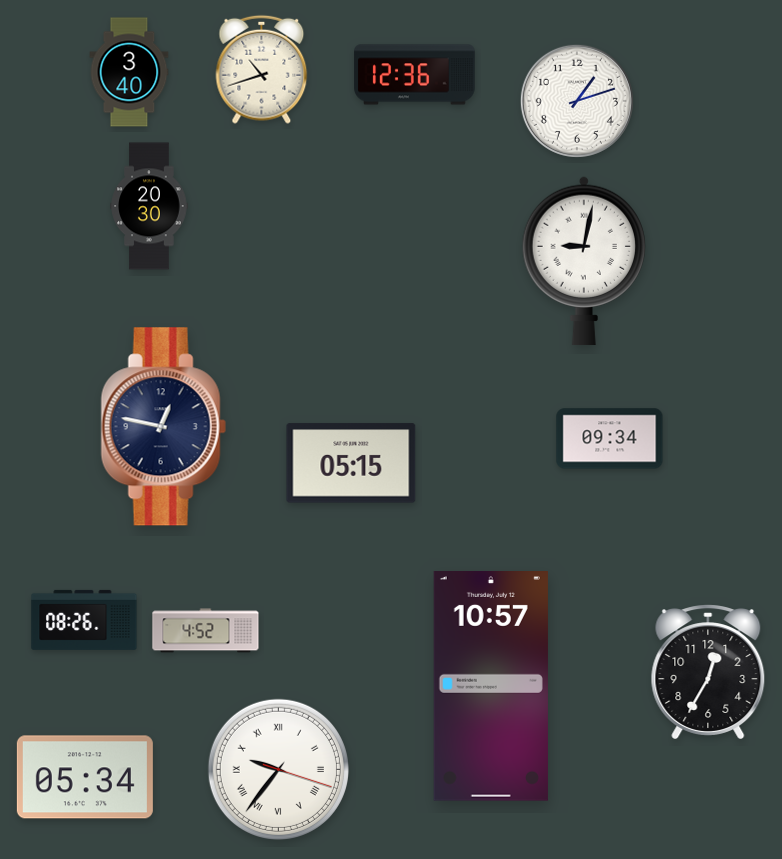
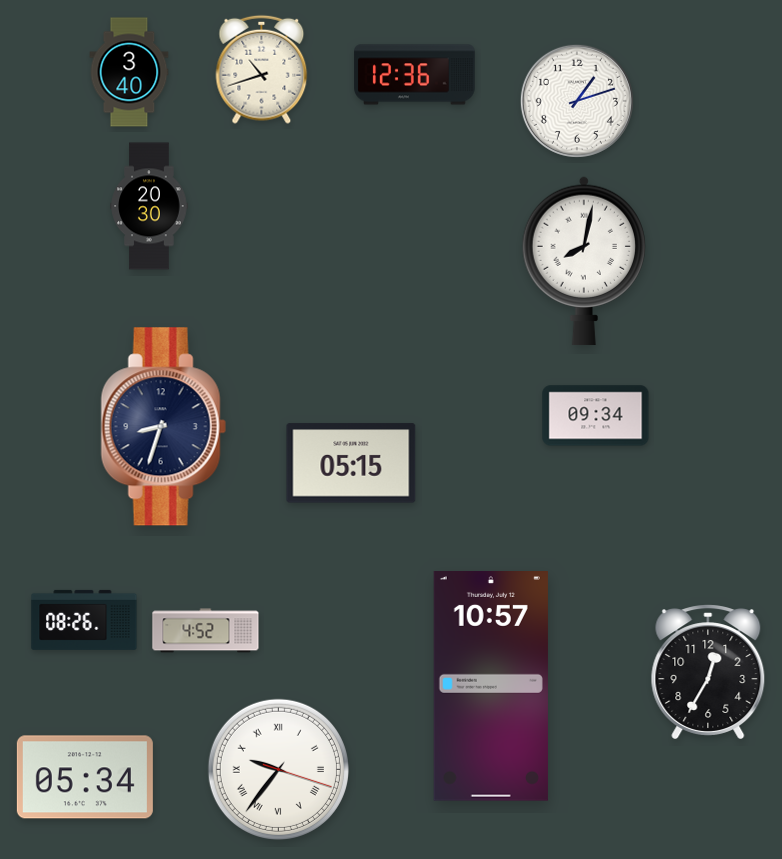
clock at (584, 261): 9:02 -> 8:02
clock at (163, 427): 12:47 -> 8:33
clock at (610, 439) position: (610, 439) -> (596, 416)
